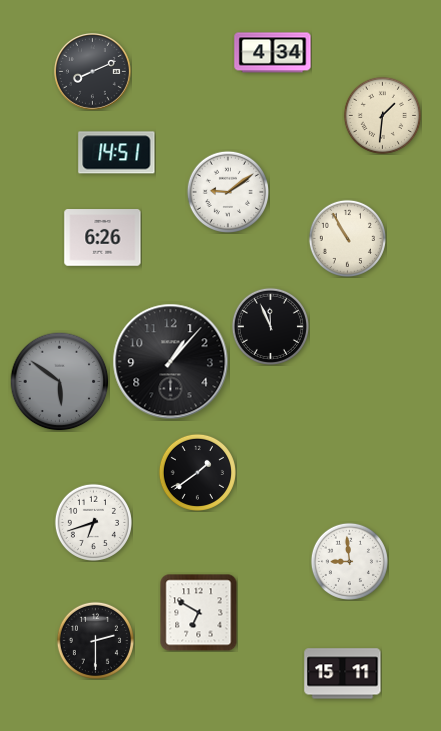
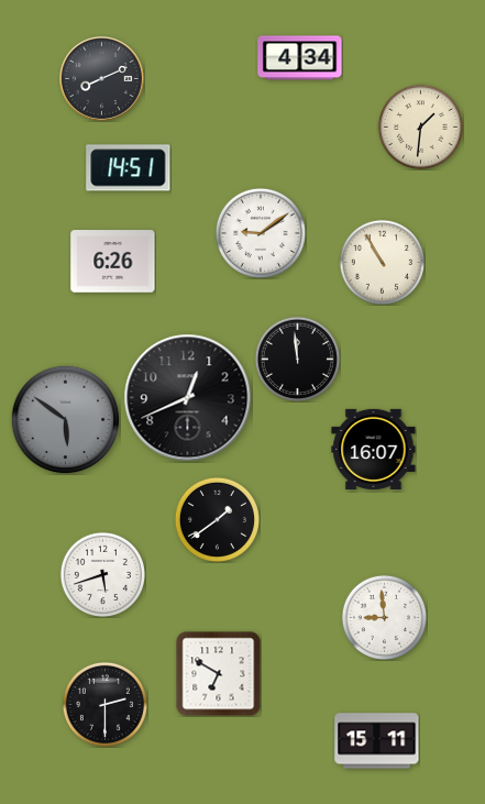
clock at (227, 191) position: (227, 191) -> (260, 232)
clock at (270, 326): 11:56 -> 11:59
clock at (171, 362): 1:07 -> 12:41
clock at (374, 449): none -> 16:07
clock at (93, 522): 6:42 -> 5:42
